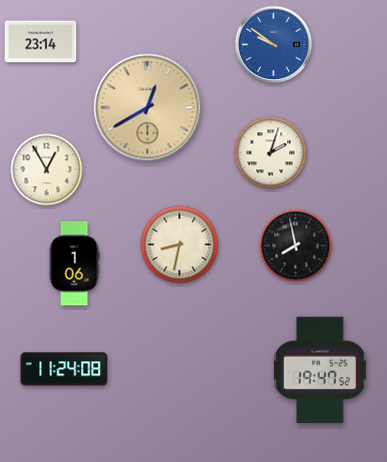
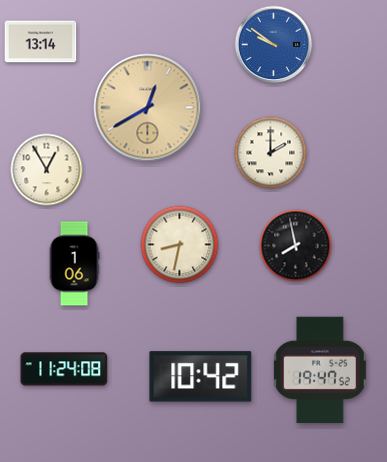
clock at (41, 42): 23:14 -> 13:14
clock at (271, 153): 2:03 -> 2:00
clock at (201, 377): none -> 10:42
